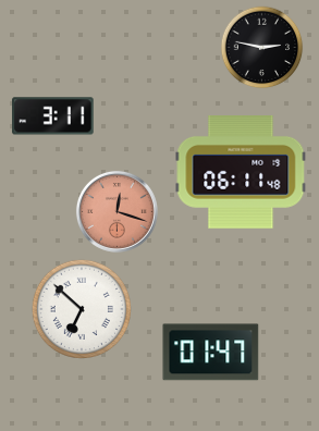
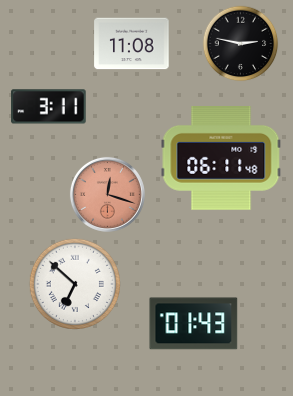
clock at (132, 44): none -> 11:08
clock at (211, 353): 01:47 -> 01:43
